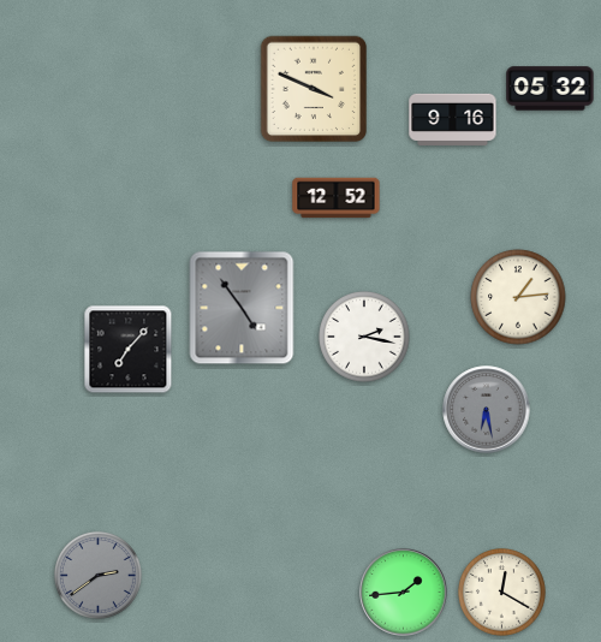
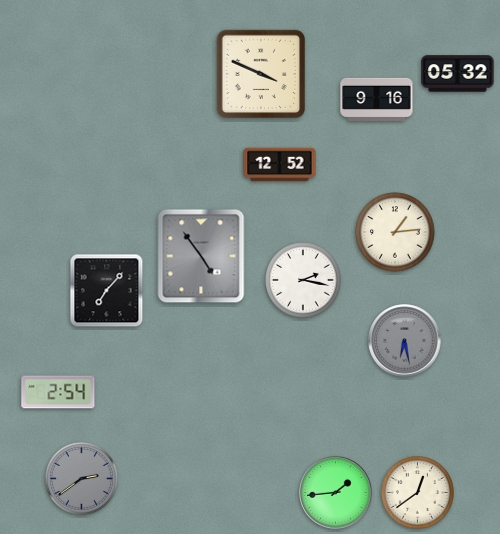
clock at (518, 297) position: (518, 297) -> (395, 232)
clock at (58, 392): none -> 2:54
clock at (501, 592): 12:20 -> 12:39
